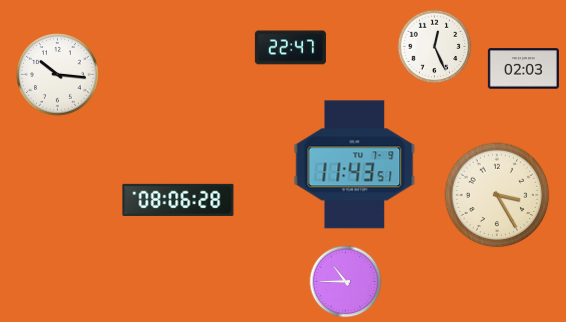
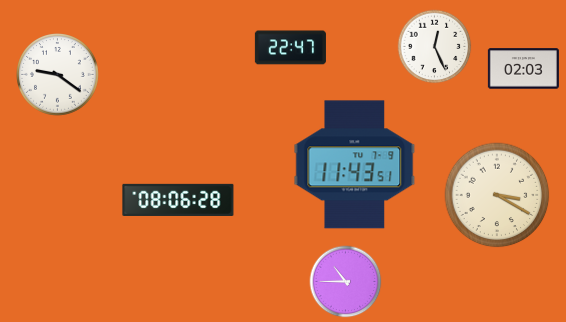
clock at (58, 75): 10:16 -> 9:21
clock at (497, 195): 3:25 -> 3:20
